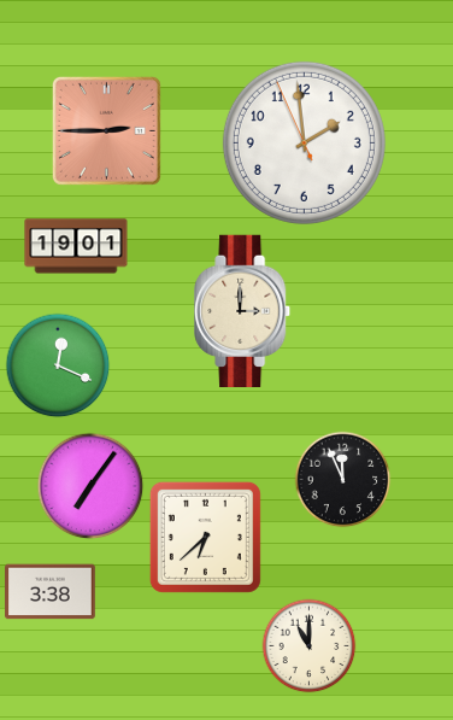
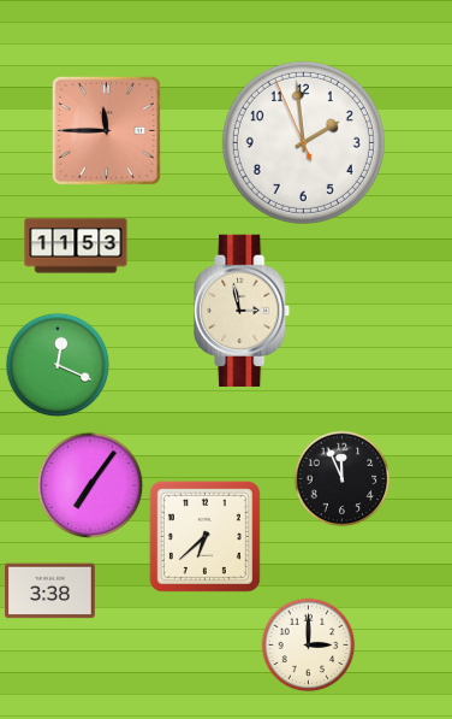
clock at (106, 130): 2:45 -> 11:45
clock at (76, 246): 19:01 -> 11:53
clock at (243, 310): 3:00 -> 2:58
clock at (310, 646): 11:00 -> 3:00
